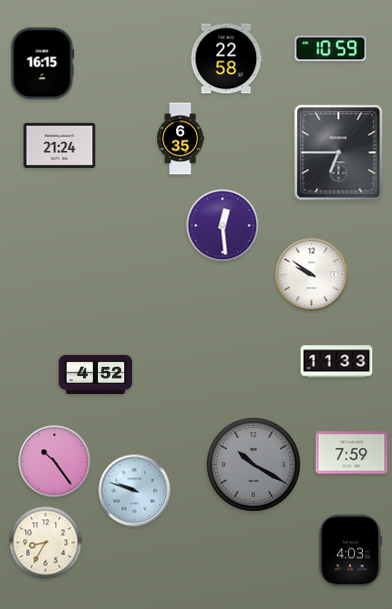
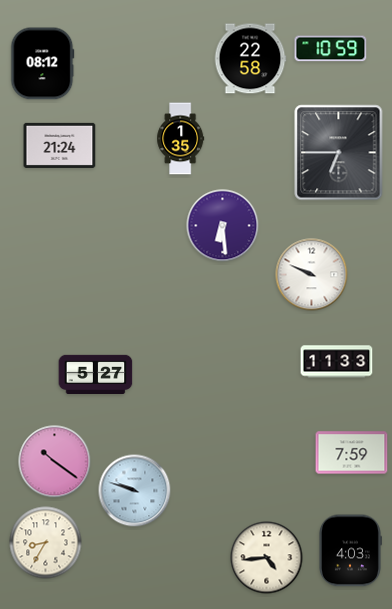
clock at (226, 59) position: (226, 59) -> (250, 59)
clock at (43, 64): 16:15 -> 08:12
clock at (181, 139): 6:35 -> 1:35
clock at (223, 226): 12:29 -> 6:29
clock at (312, 275): 9:51 -> 9:49
clock at (96, 374): 4:52 -> 5:27
clock at (55, 462): 10:24 -> 10:21
clock at (253, 464): 10:20 -> none
clock at (267, 558): none -> 4:44
